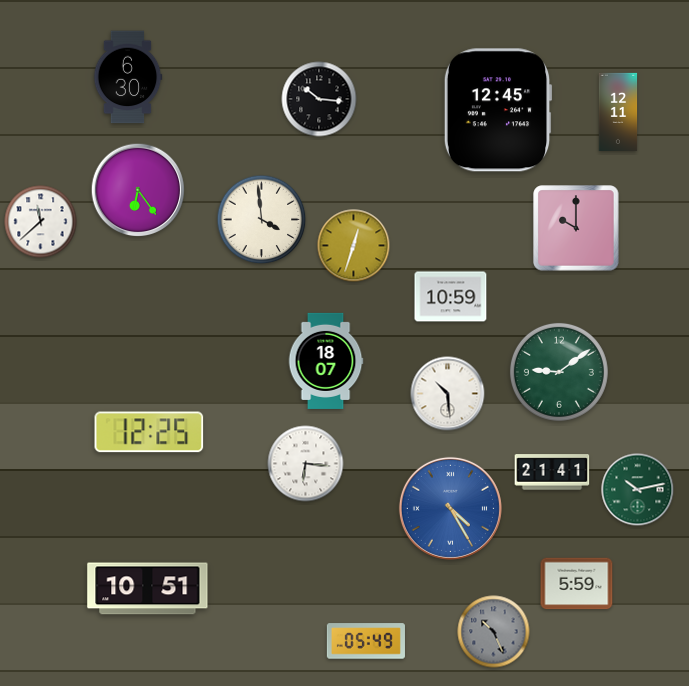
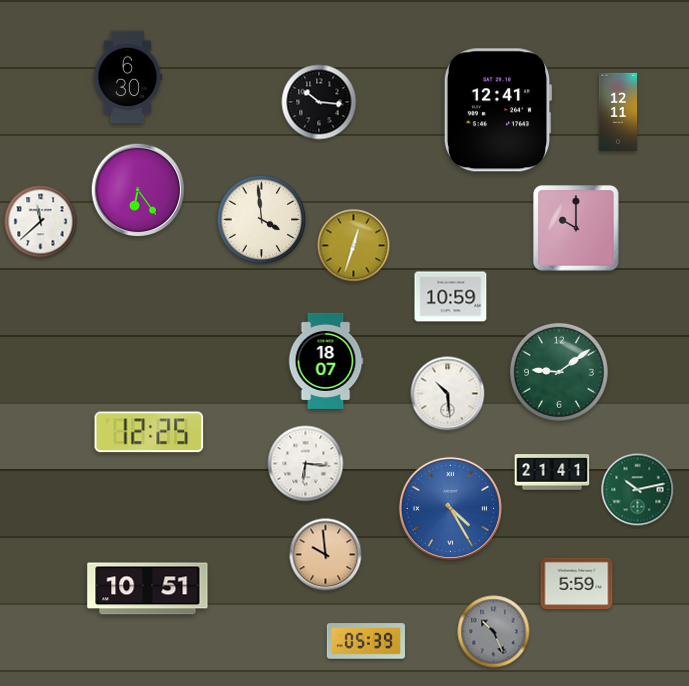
clock at (319, 99) position: (319, 99) -> (319, 102)
clock at (498, 110): 12:45 -> 12:41
clock at (326, 555): none -> 9:59
clock at (366, 641): 05:49 -> 05:39
